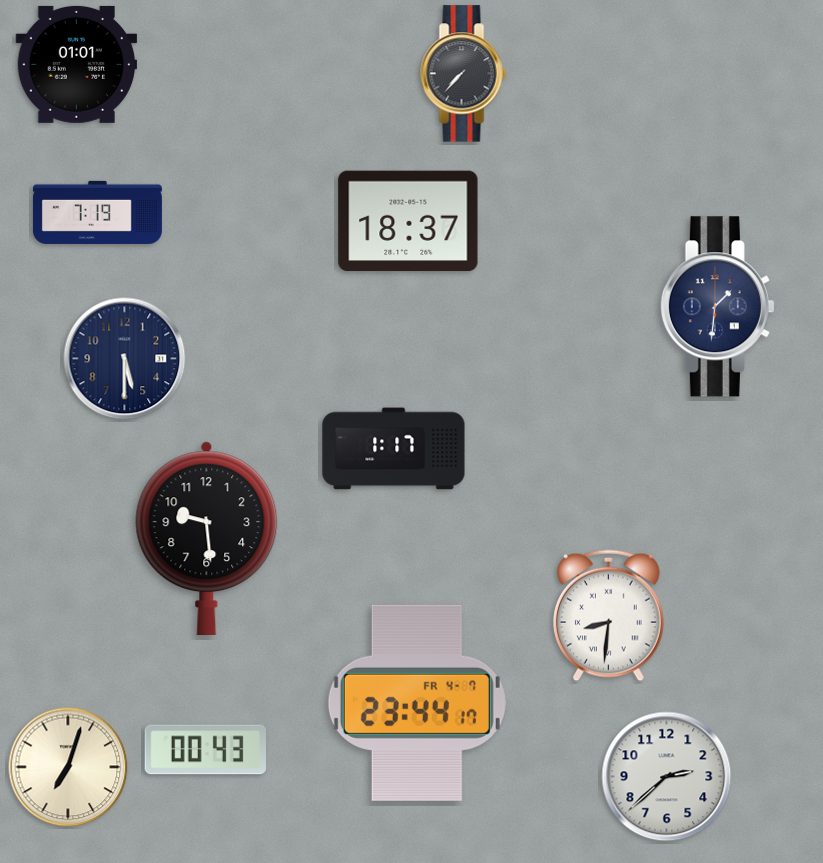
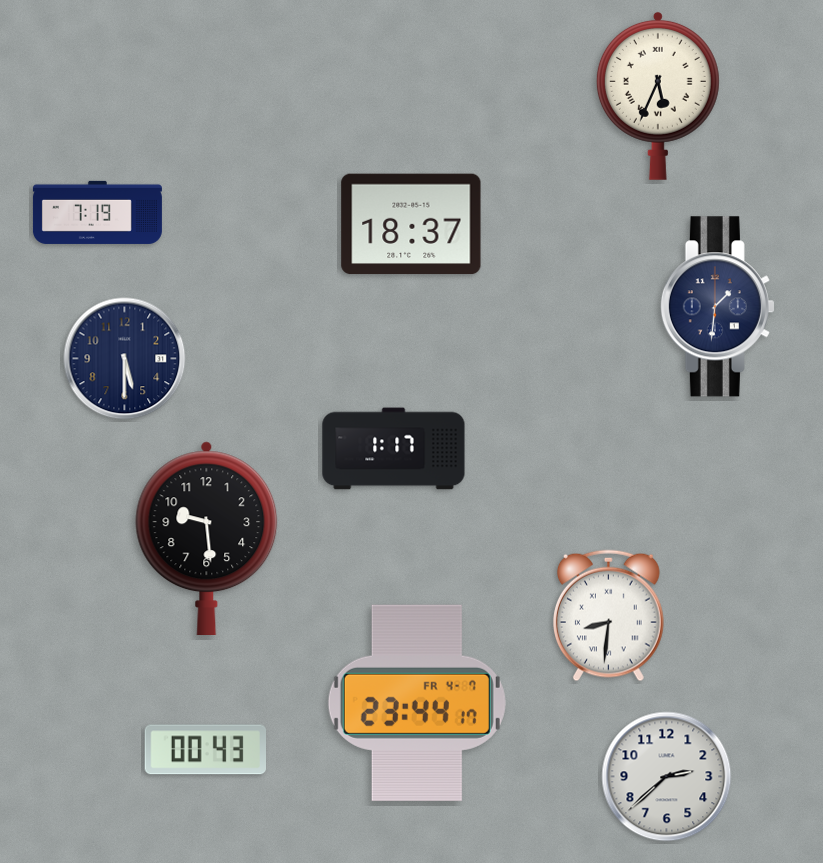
clock at (77, 64): 01:01 -> none
clock at (464, 74): 7:37 -> none
clock at (658, 95): none -> 5:34
clock at (408, 221) position: (408, 221) -> (411, 224)
clock at (68, 767): 7:03 -> none
